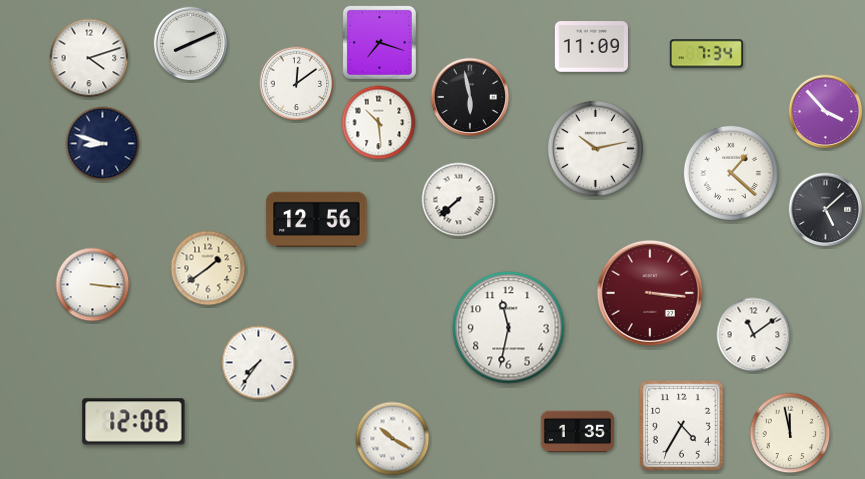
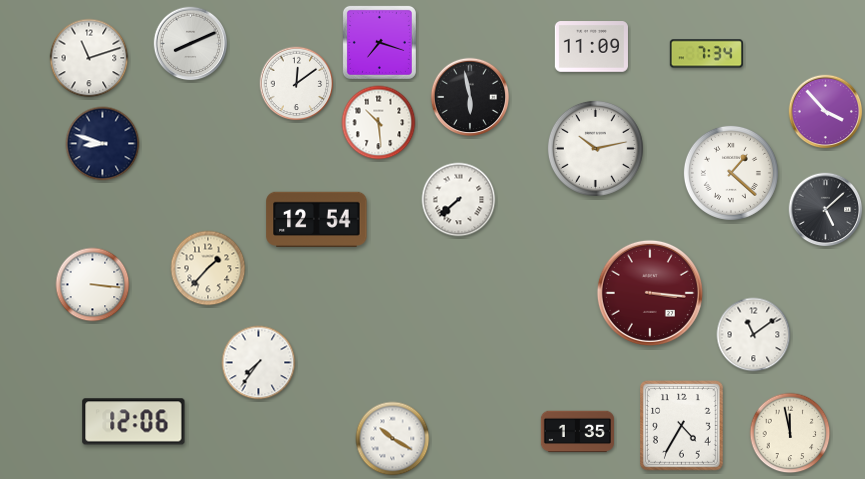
clock at (89, 58): 4:12 -> 11:12
clock at (317, 219): 12:56 -> 12:54
clock at (208, 268): 1:39 -> 1:37
clock at (509, 328): 11:32 -> none
